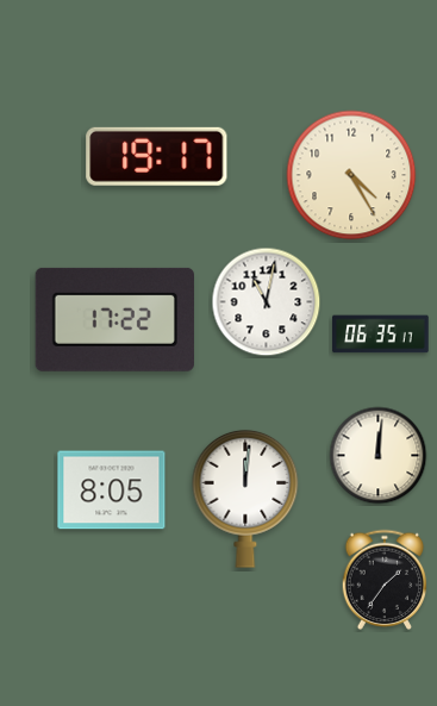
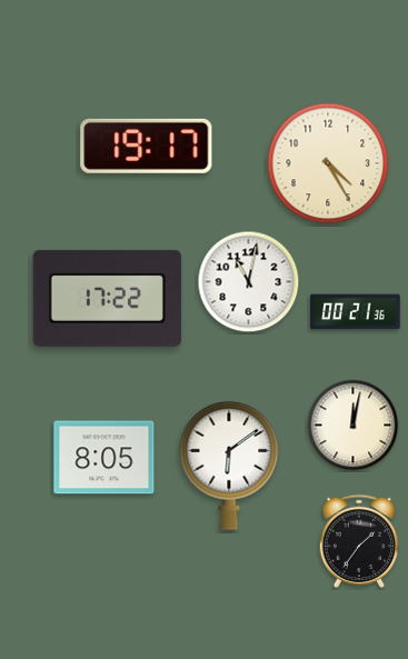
clock at (381, 335): 06:35 -> 00:21
clock at (379, 456): 12:01 -> 12:02
clock at (245, 499): 12:01 -> 6:09
